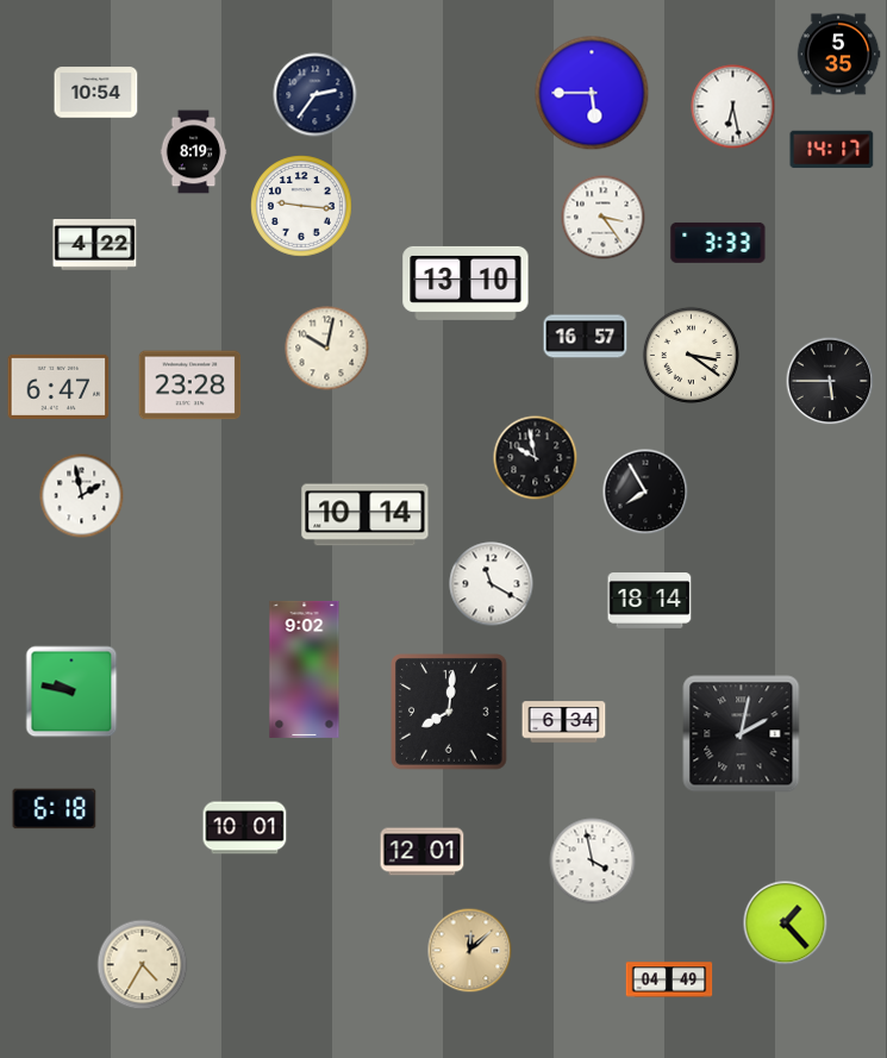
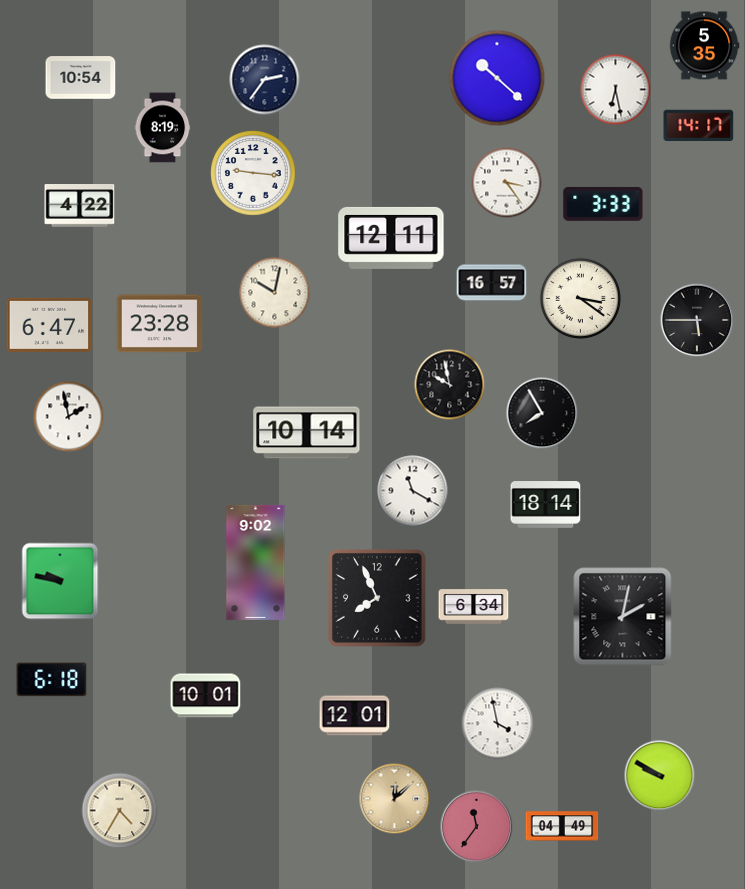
clock at (592, 93): 5:45 -> 10:22
clock at (466, 283): 13:10 -> 12:11
clock at (449, 712): 8:01 -> 7:56
clock at (55, 809) position: (55, 809) -> (52, 680)
clock at (786, 924): 1:23 -> 9:50
clock at (669, 979) position: (669, 979) -> (562, 826)
clock at (477, 827): none -> 11:36
